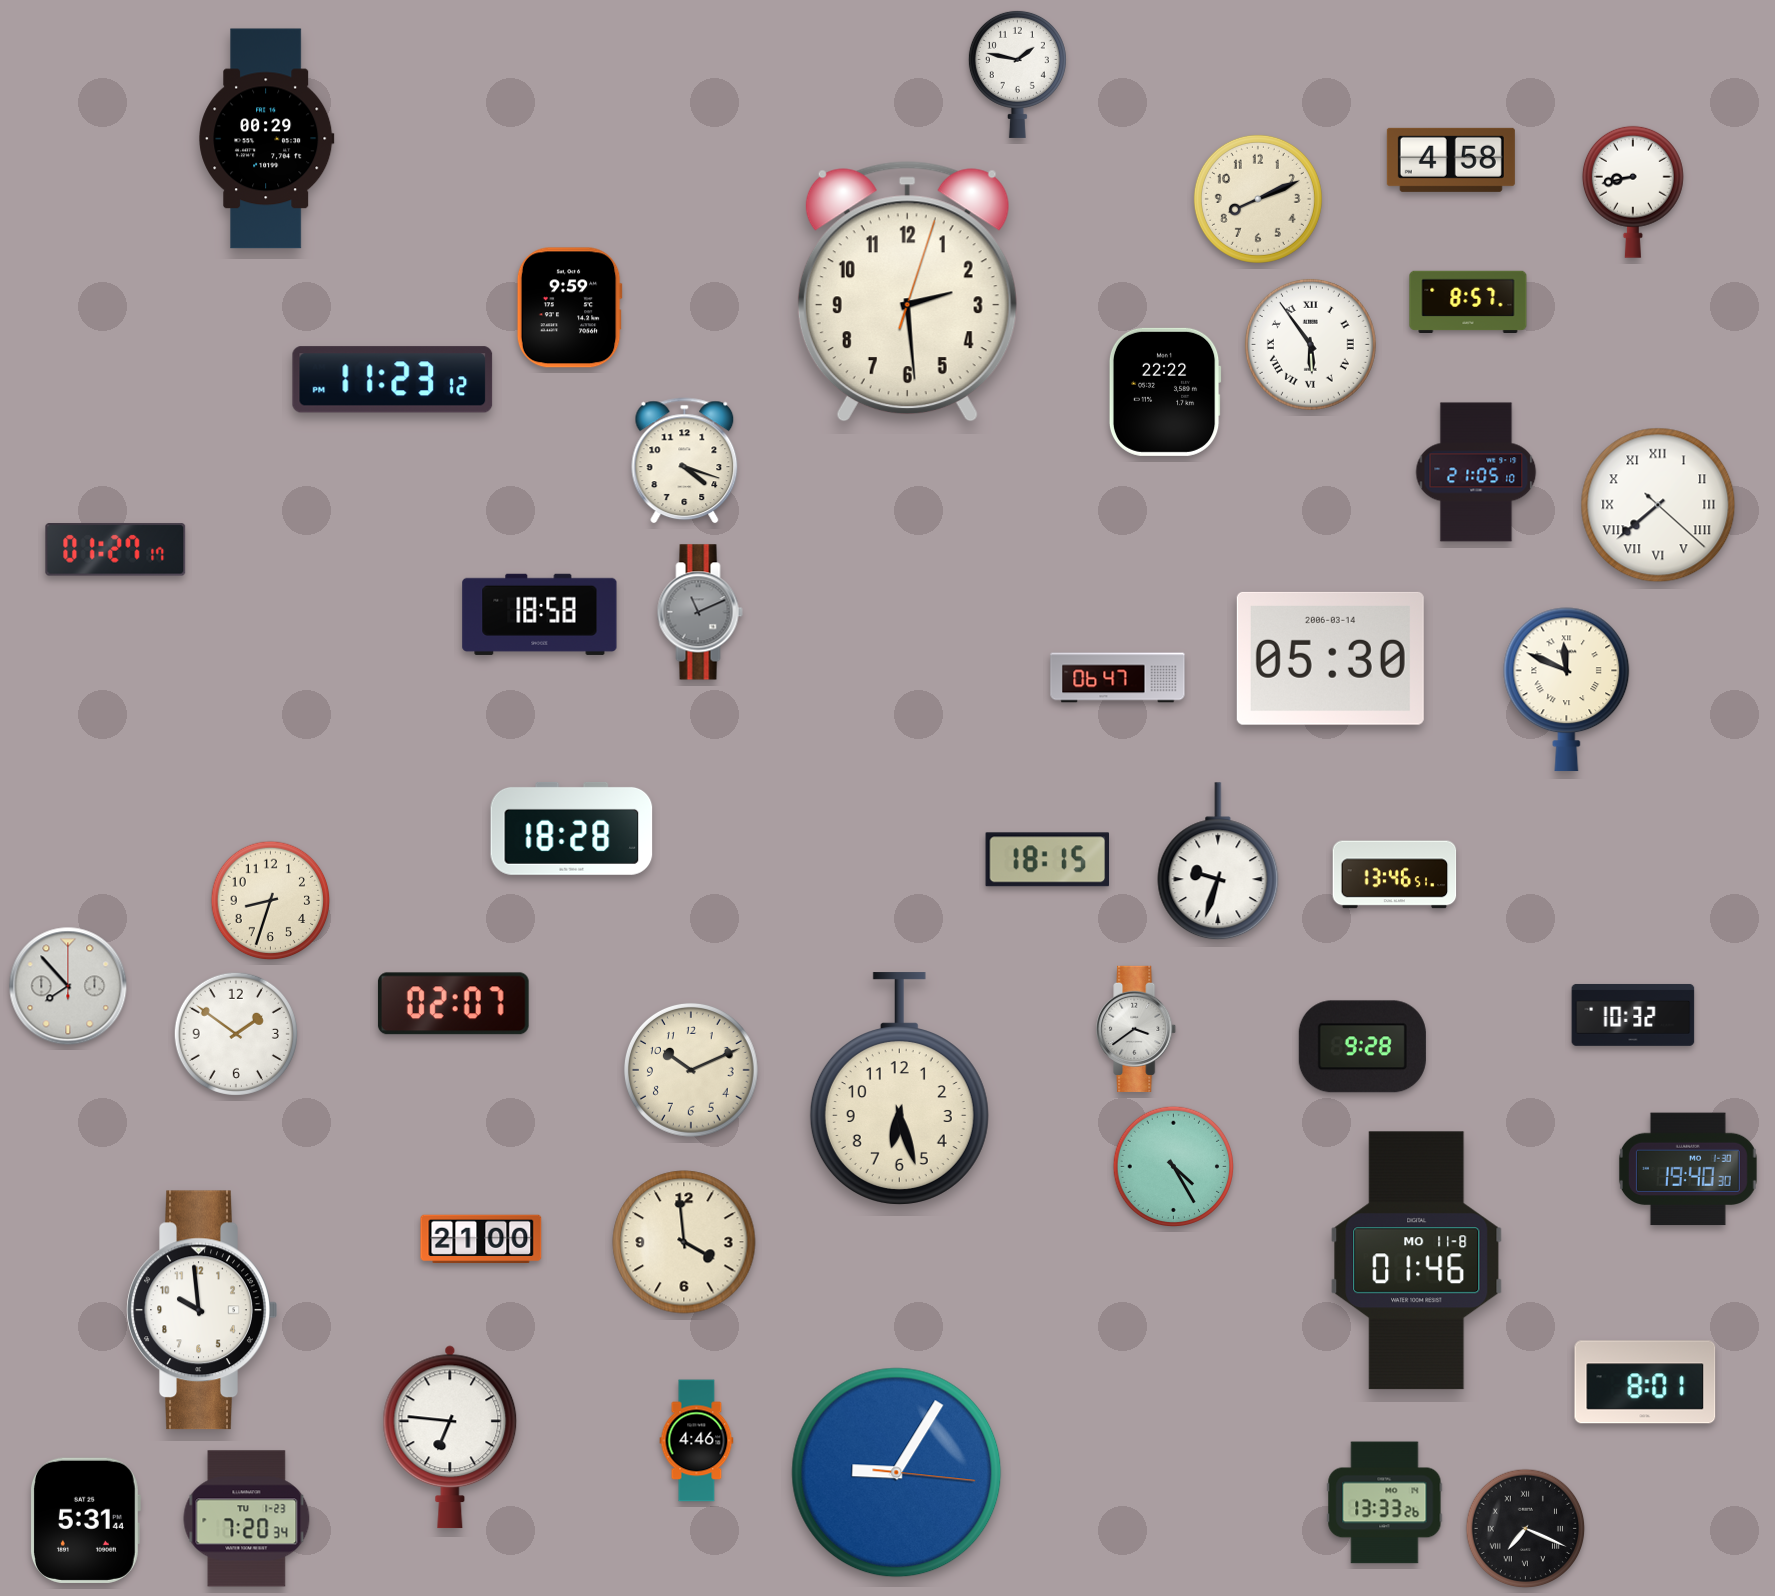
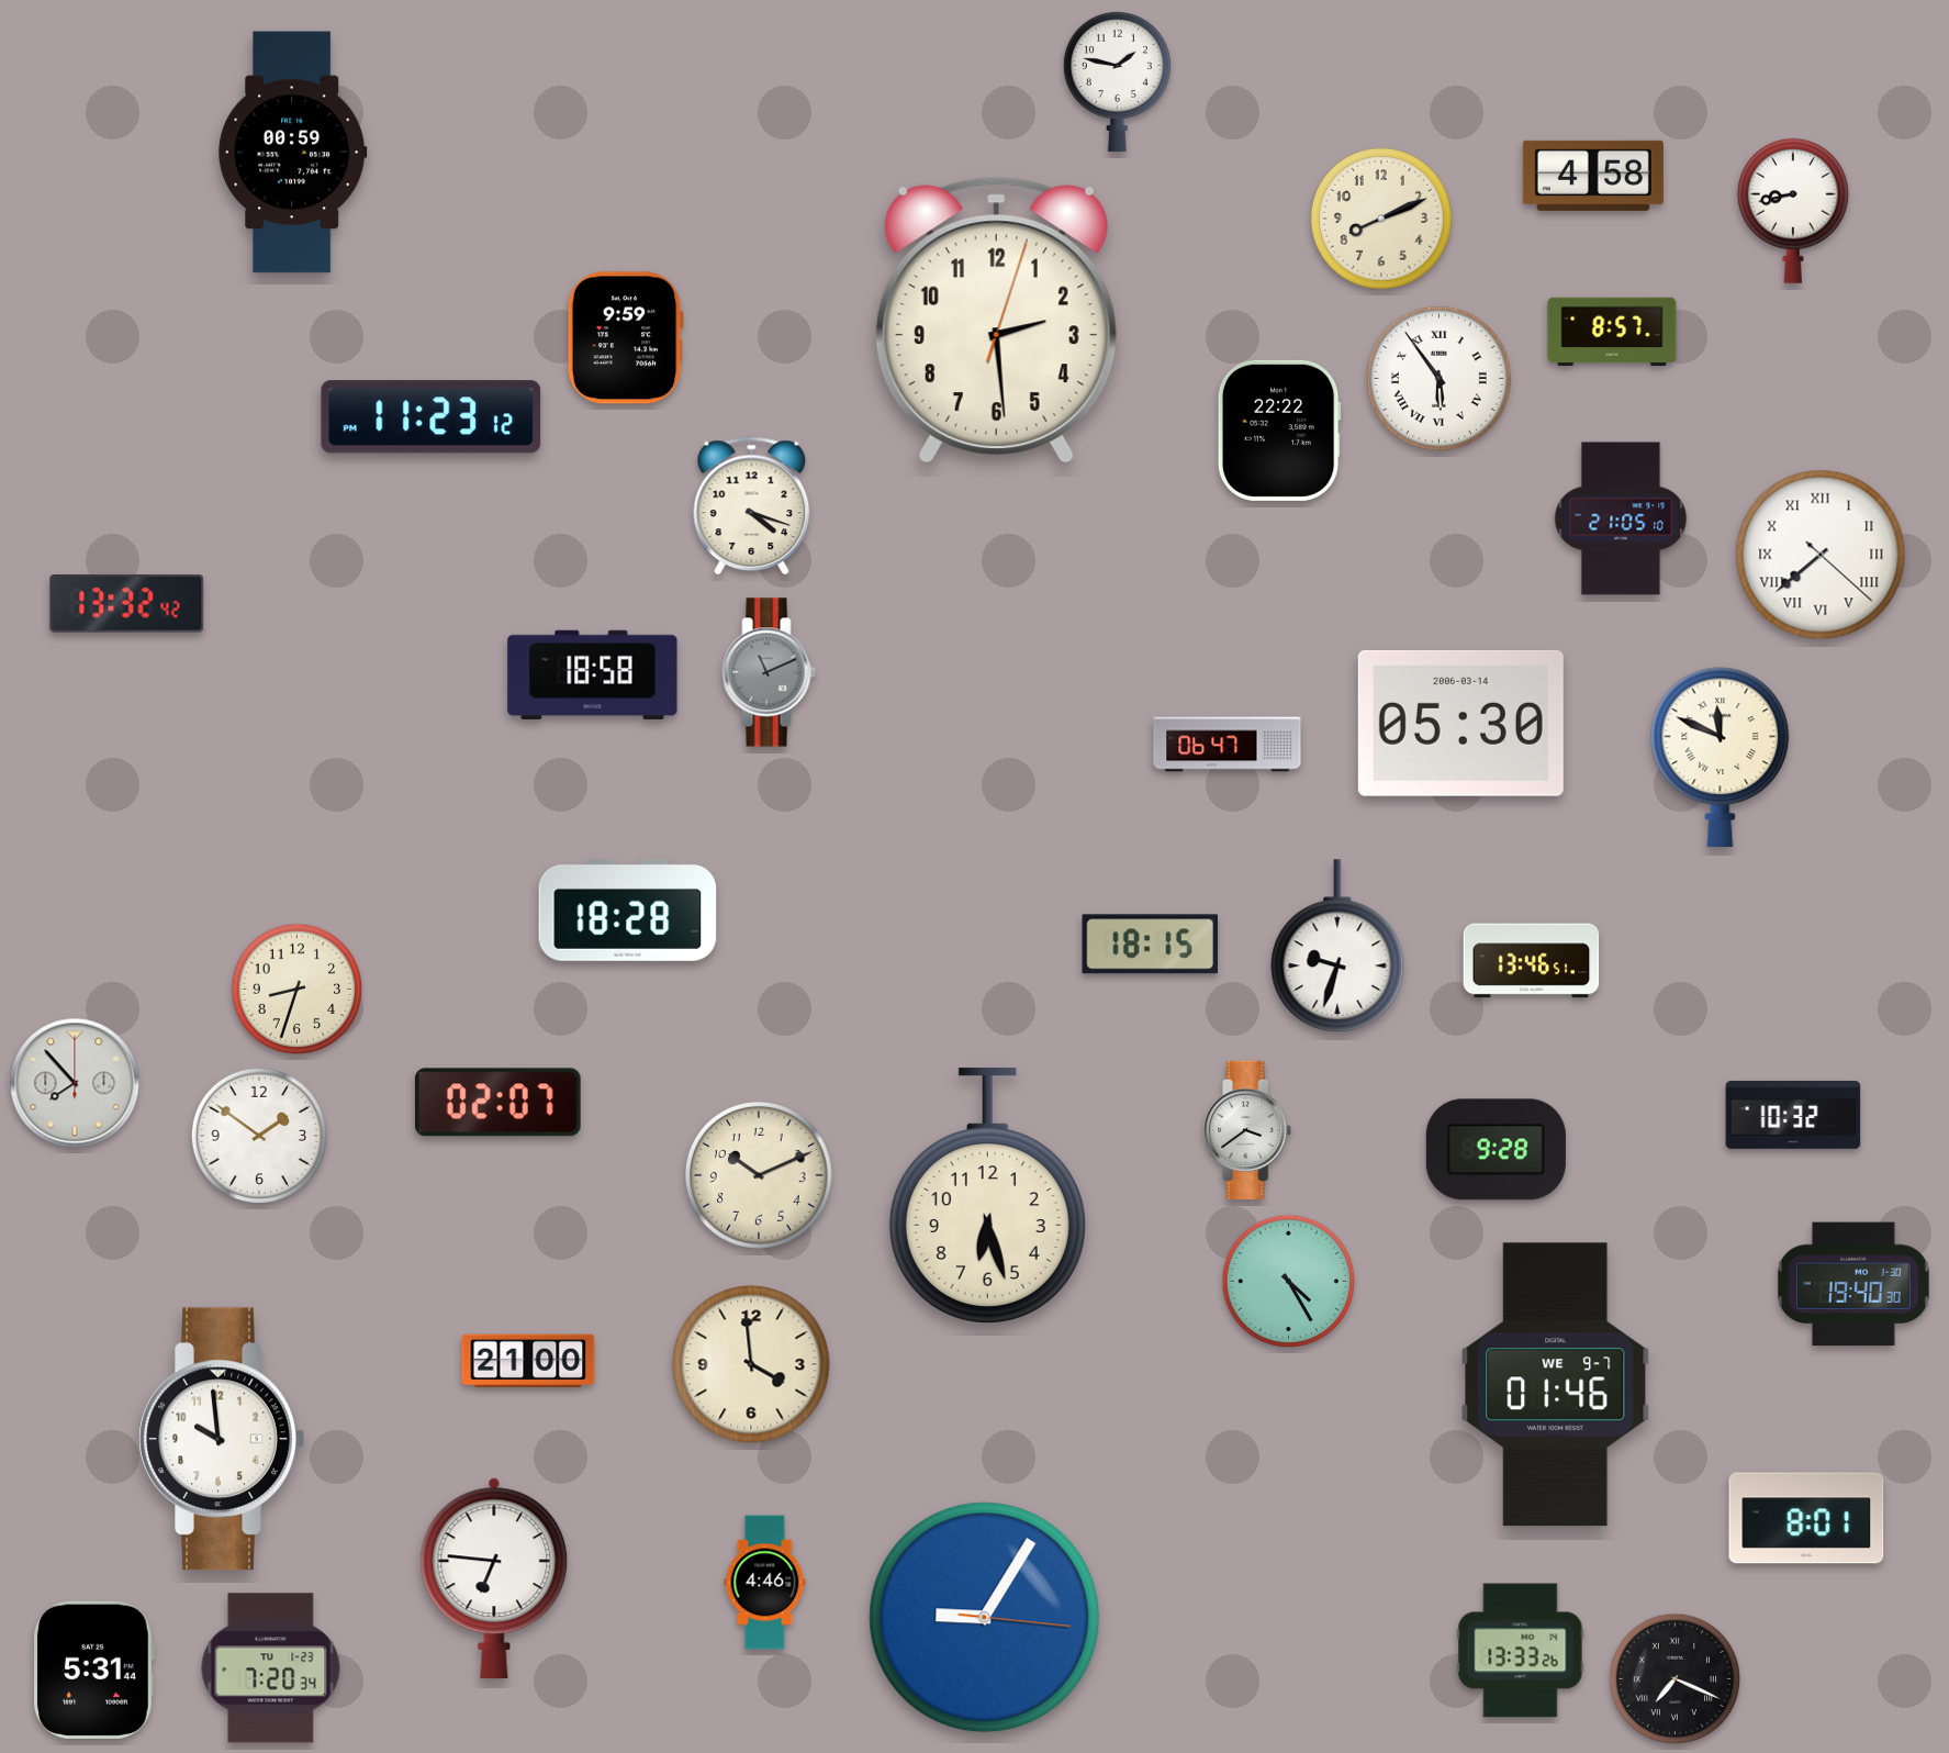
clock at (267, 139): 00:29 -> 00:59
clock at (116, 550): 01:27 -> 13:32
clock at (1417, 1261) date: MO 11-8 -> WE 9-7
